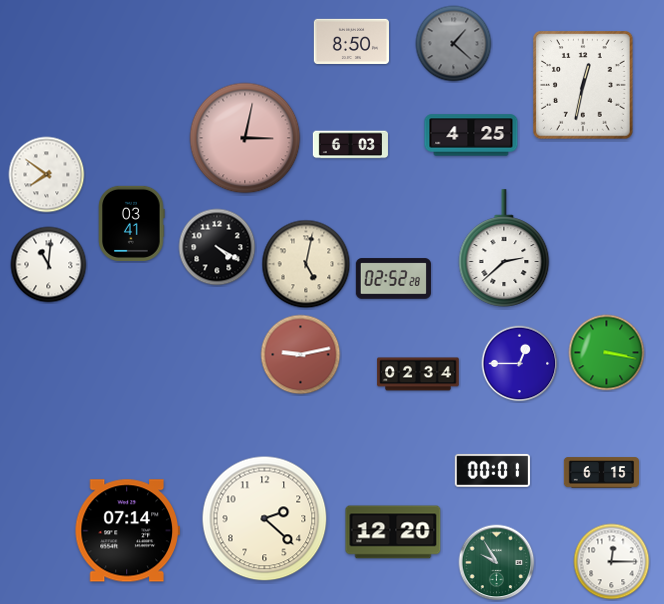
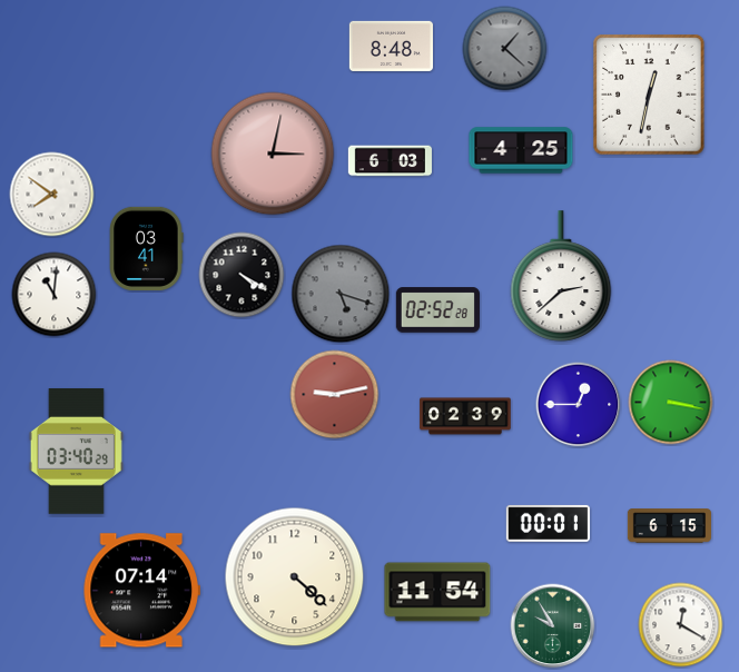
clock at (351, 41): 8:50 -> 8:48
clock at (471, 135) position: (471, 135) -> (521, 150)
clock at (306, 264): 5:02 -> 5:18
clock at (306, 264) dial: cream -> grey
clock at (607, 353) position: (607, 353) -> (671, 403)
clock at (418, 374): 02:34 -> 02:39
clock at (76, 452): none -> 03:40
clock at (265, 519): 2:22 -> 4:22
clock at (393, 532): 12:20 -> 11:54
clock at (612, 562): 12:15 -> 12:20
